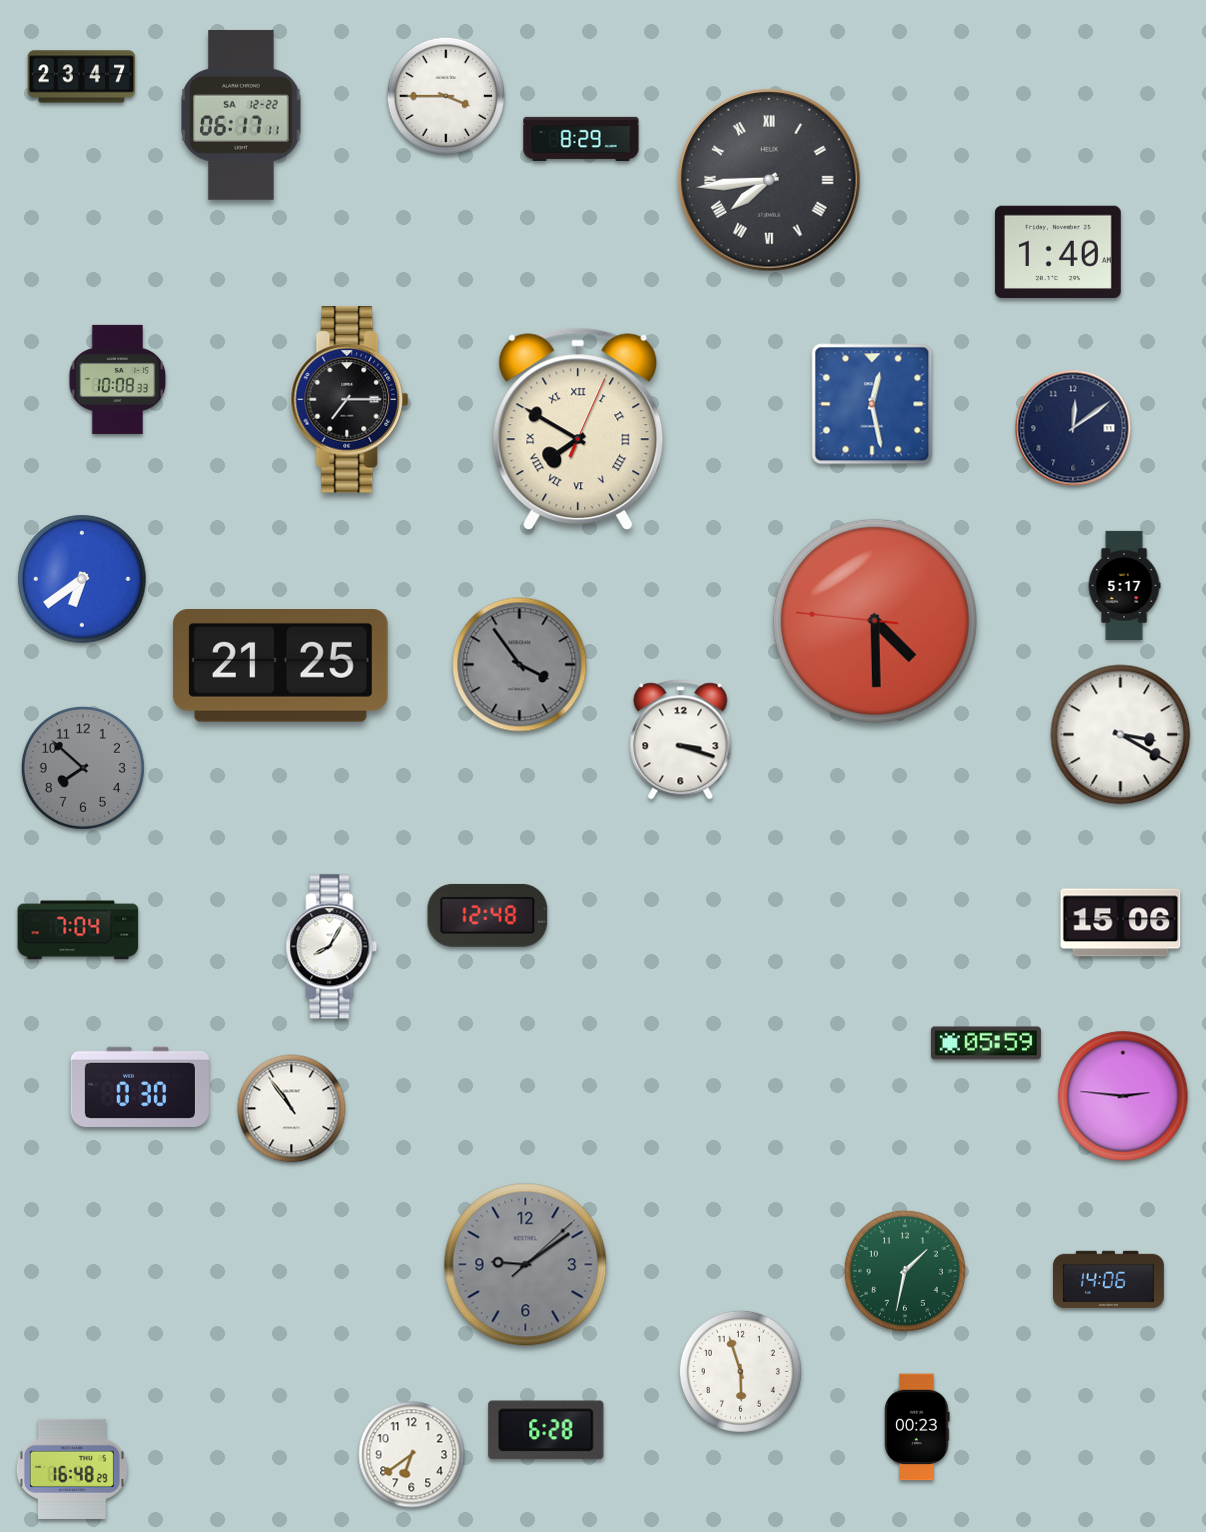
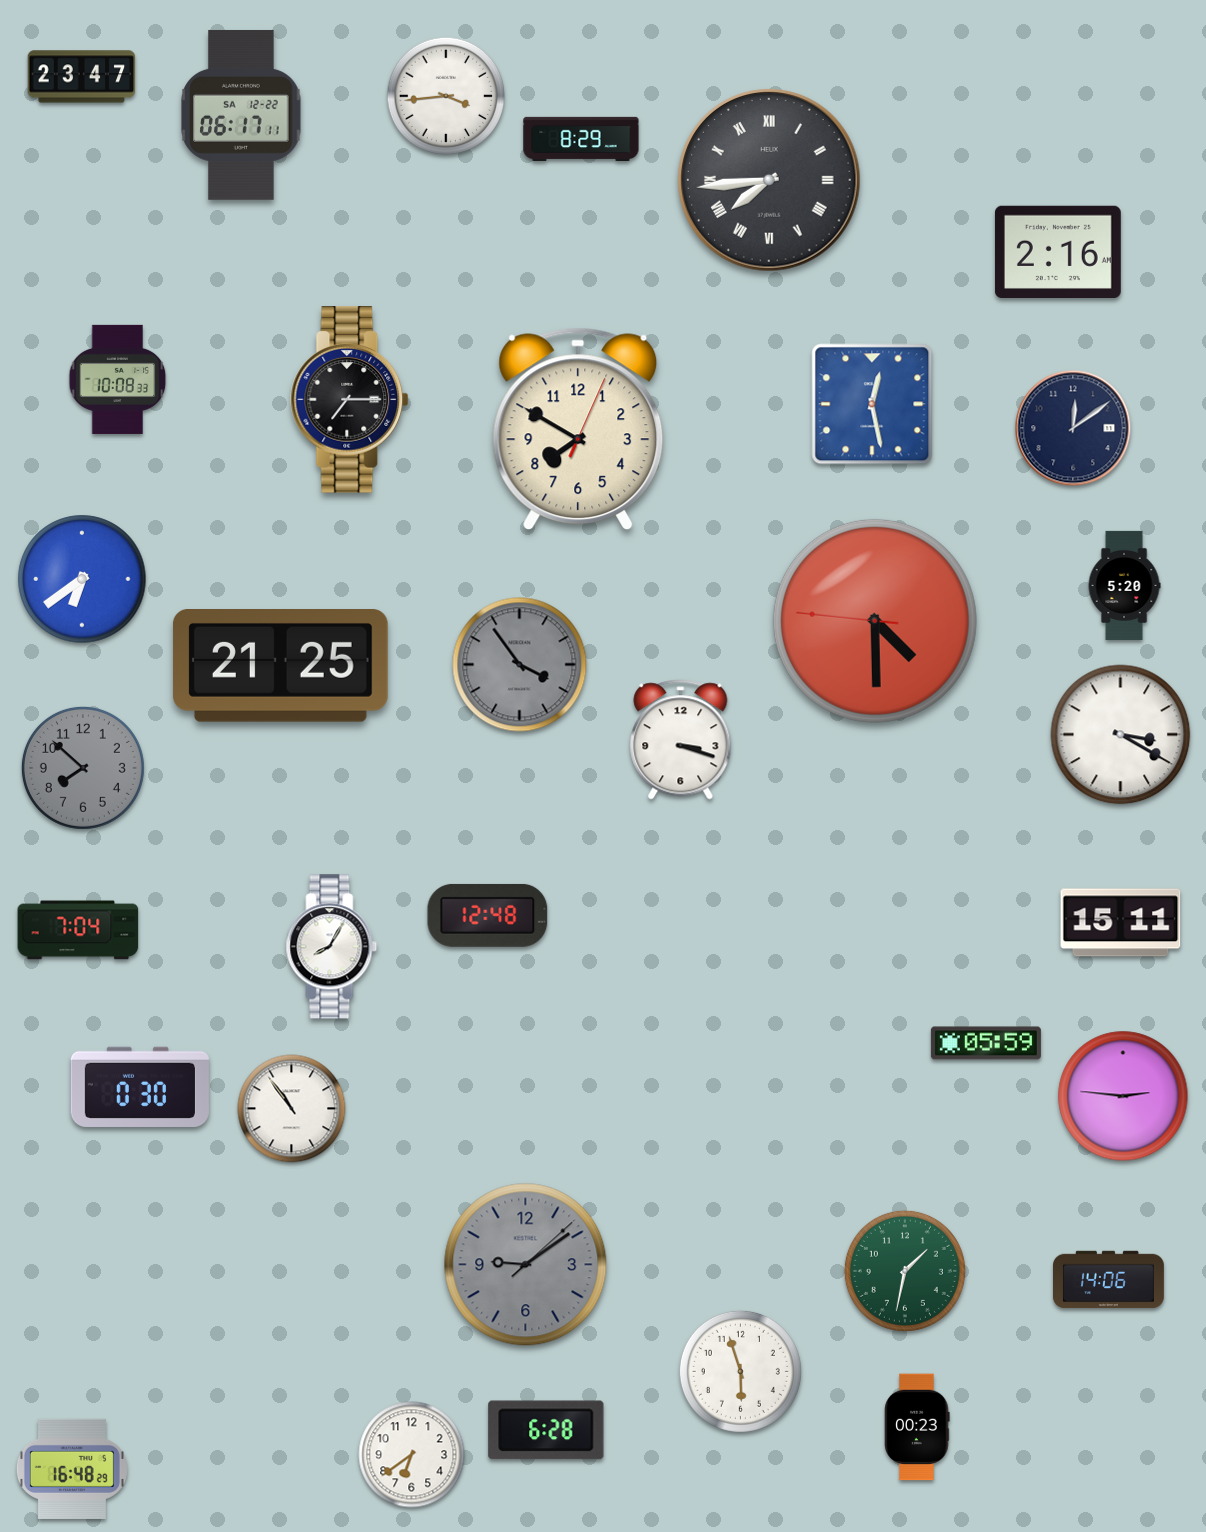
clock at (446, 96): 3:45 -> 3:44
clock at (1058, 251): 1:40 -> 2:16
clock at (578, 429) numerals: Roman -> Arabic
clock at (1124, 585): 5:17 -> 5:20
clock at (1121, 923): 15:06 -> 15:11
